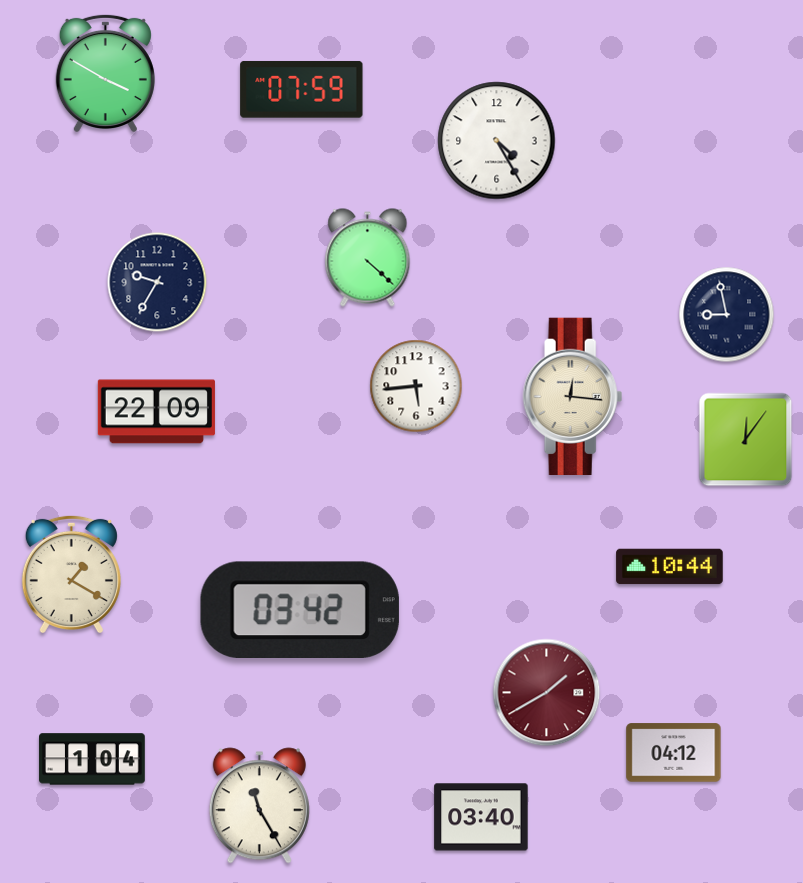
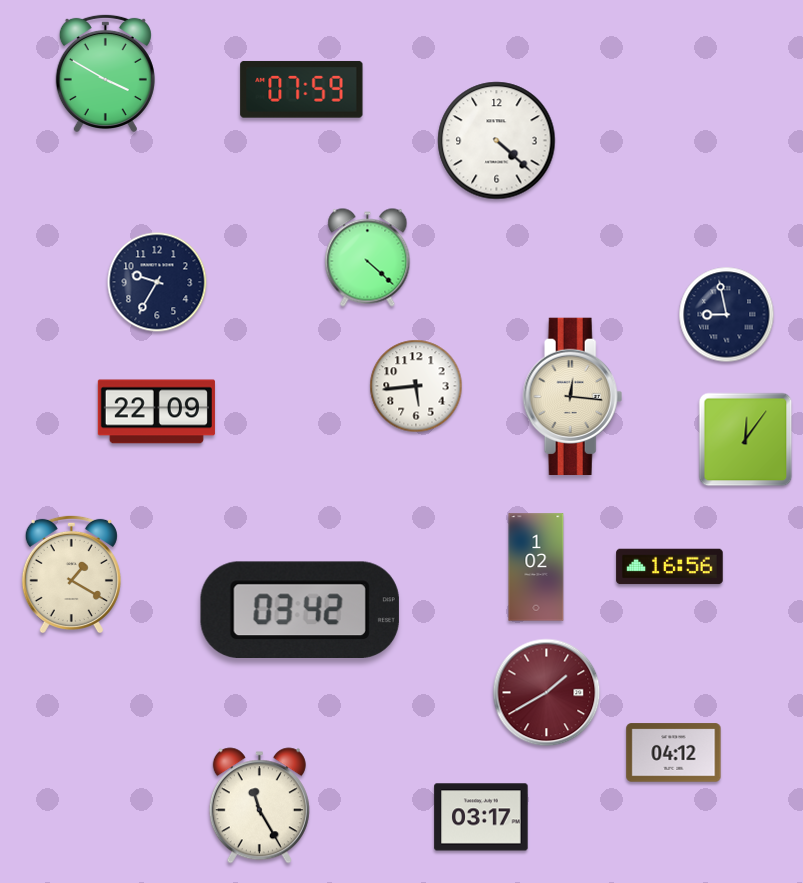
clock at (497, 141): 4:25 -> 4:22
clock at (536, 567): none -> 1:02
clock at (670, 567): 10:44 -> 16:56
clock at (92, 759): 1:04 -> none
clock at (481, 817): 03:40 -> 03:17
